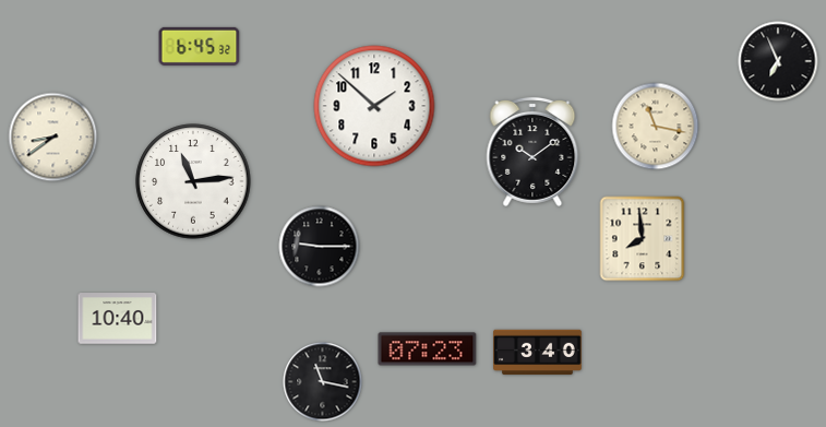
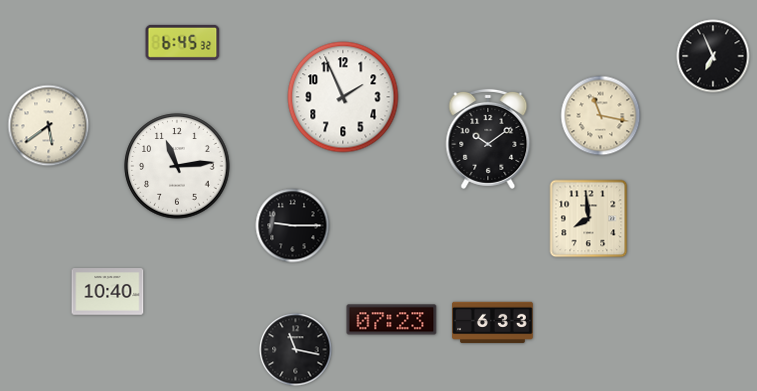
clock at (374, 106): 1:52 -> 1:56
clock at (53, 138): 8:39 -> 5:39
clock at (538, 353): 3:40 -> 6:33
